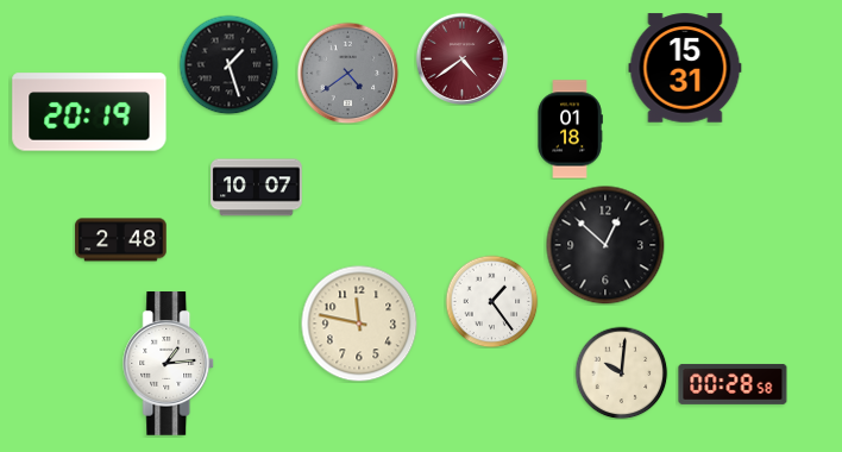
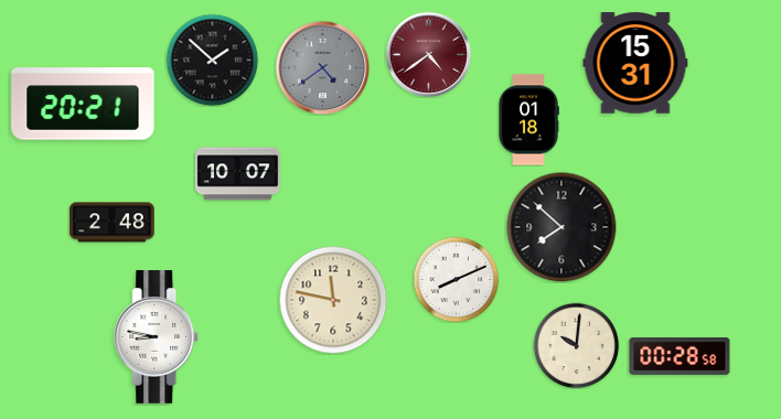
clock at (228, 64): 1:27 -> 1:52
clock at (89, 112): 20:19 -> 20:21
clock at (605, 245): 12:52 -> 7:52
clock at (491, 301): 1:24 -> 8:11
clock at (169, 364): 1:14 -> 8:47
